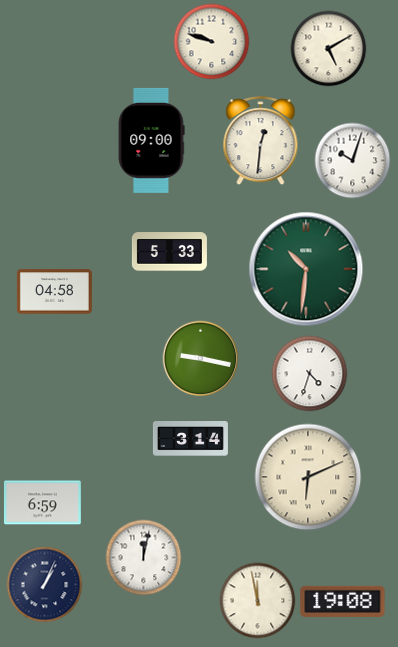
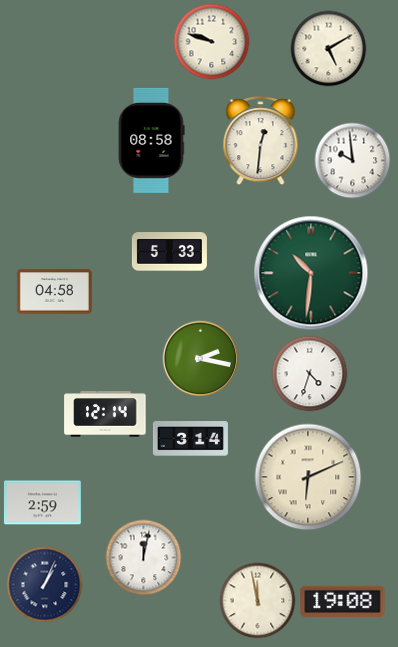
clock at (151, 140): 09:00 -> 08:58
clock at (353, 161): 10:03 -> 9:59
clock at (306, 269) position: (306, 269) -> (311, 273)
clock at (201, 359): 9:17 -> 2:17
clock at (105, 414): none -> 12:14
clock at (42, 503): 6:59 -> 2:59
